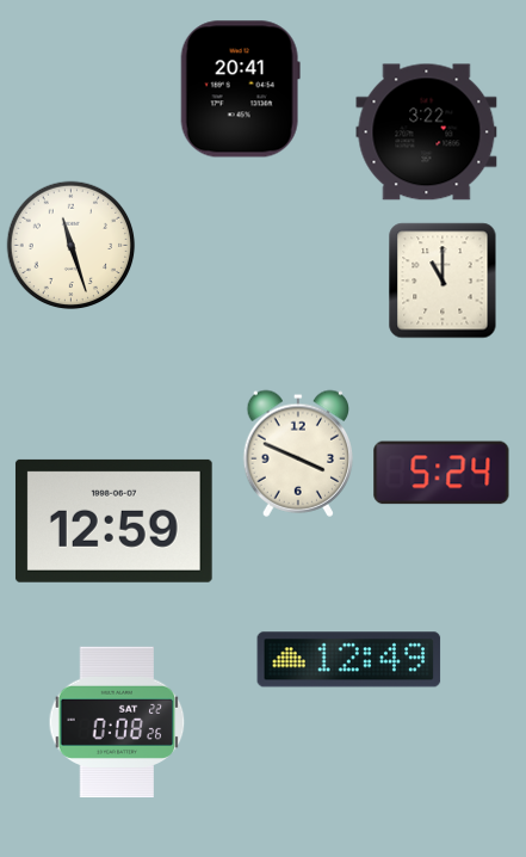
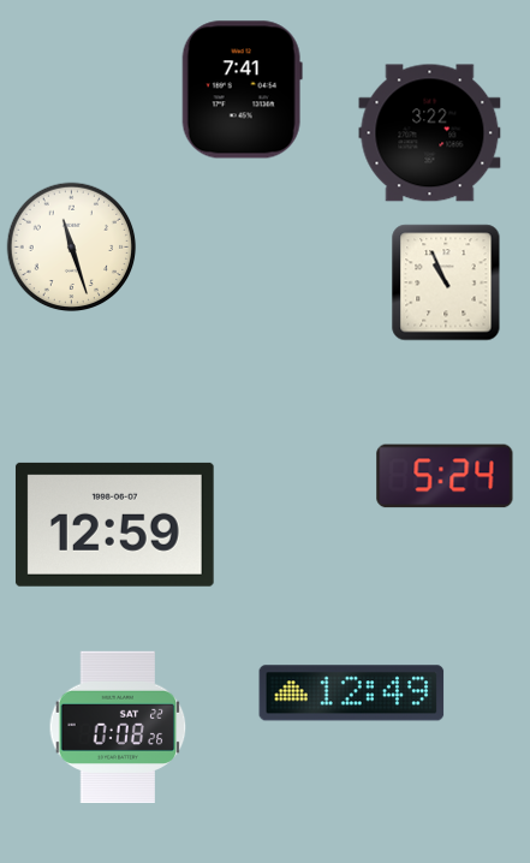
clock at (240, 90): 20:41 -> 7:41
clock at (443, 280): 11:00 -> 10:56
clock at (298, 454): 3:49 -> none
clock at (349, 660) position: (349, 660) -> (352, 694)
